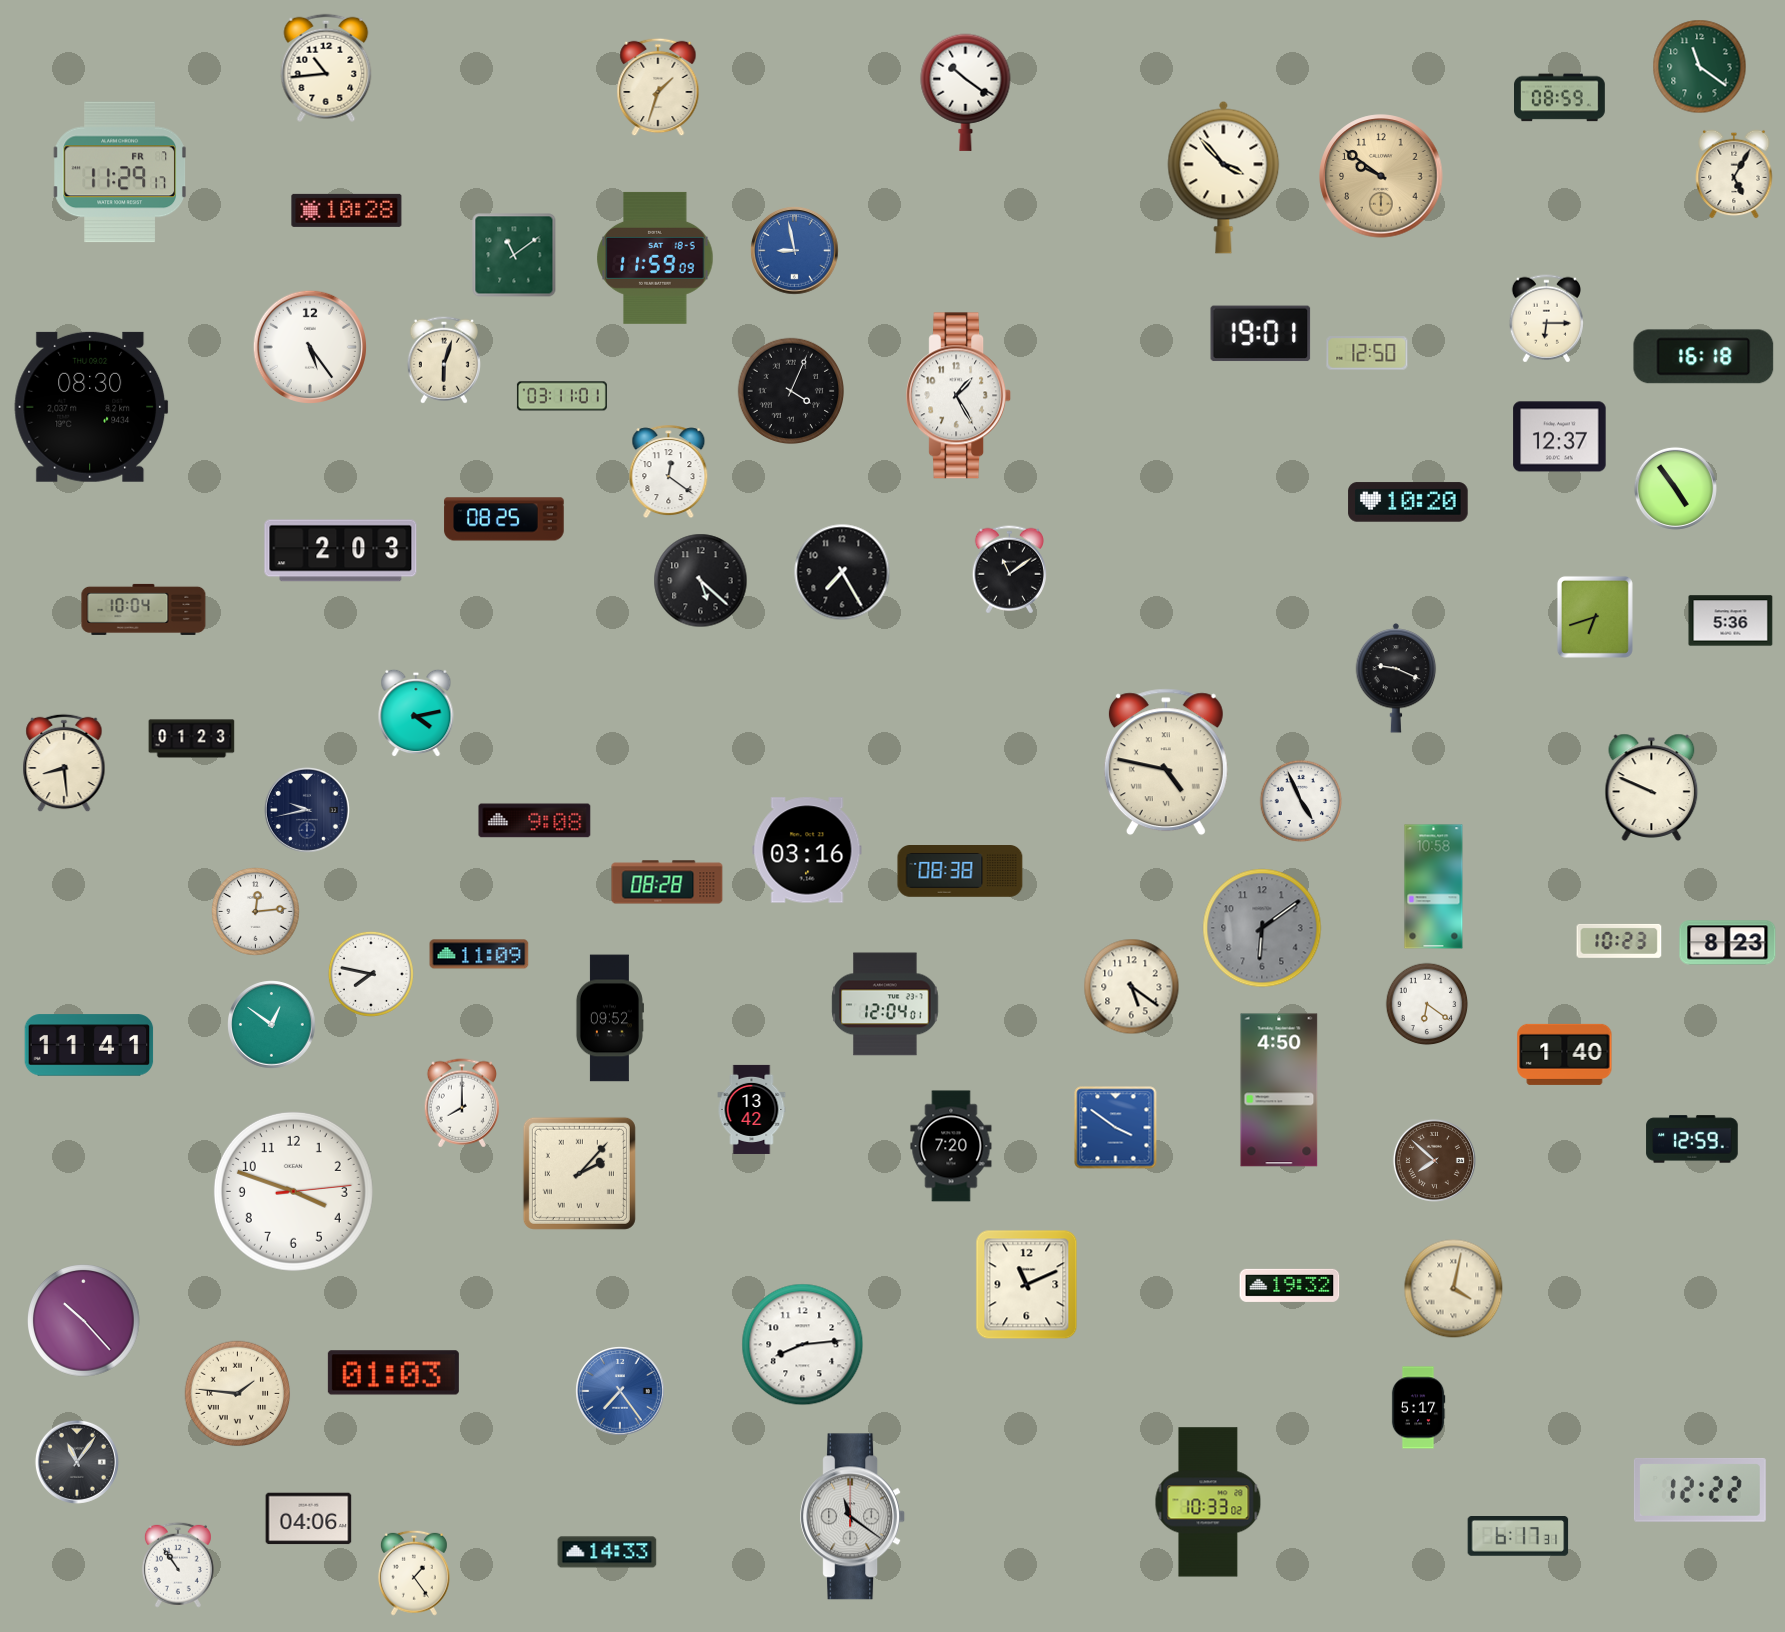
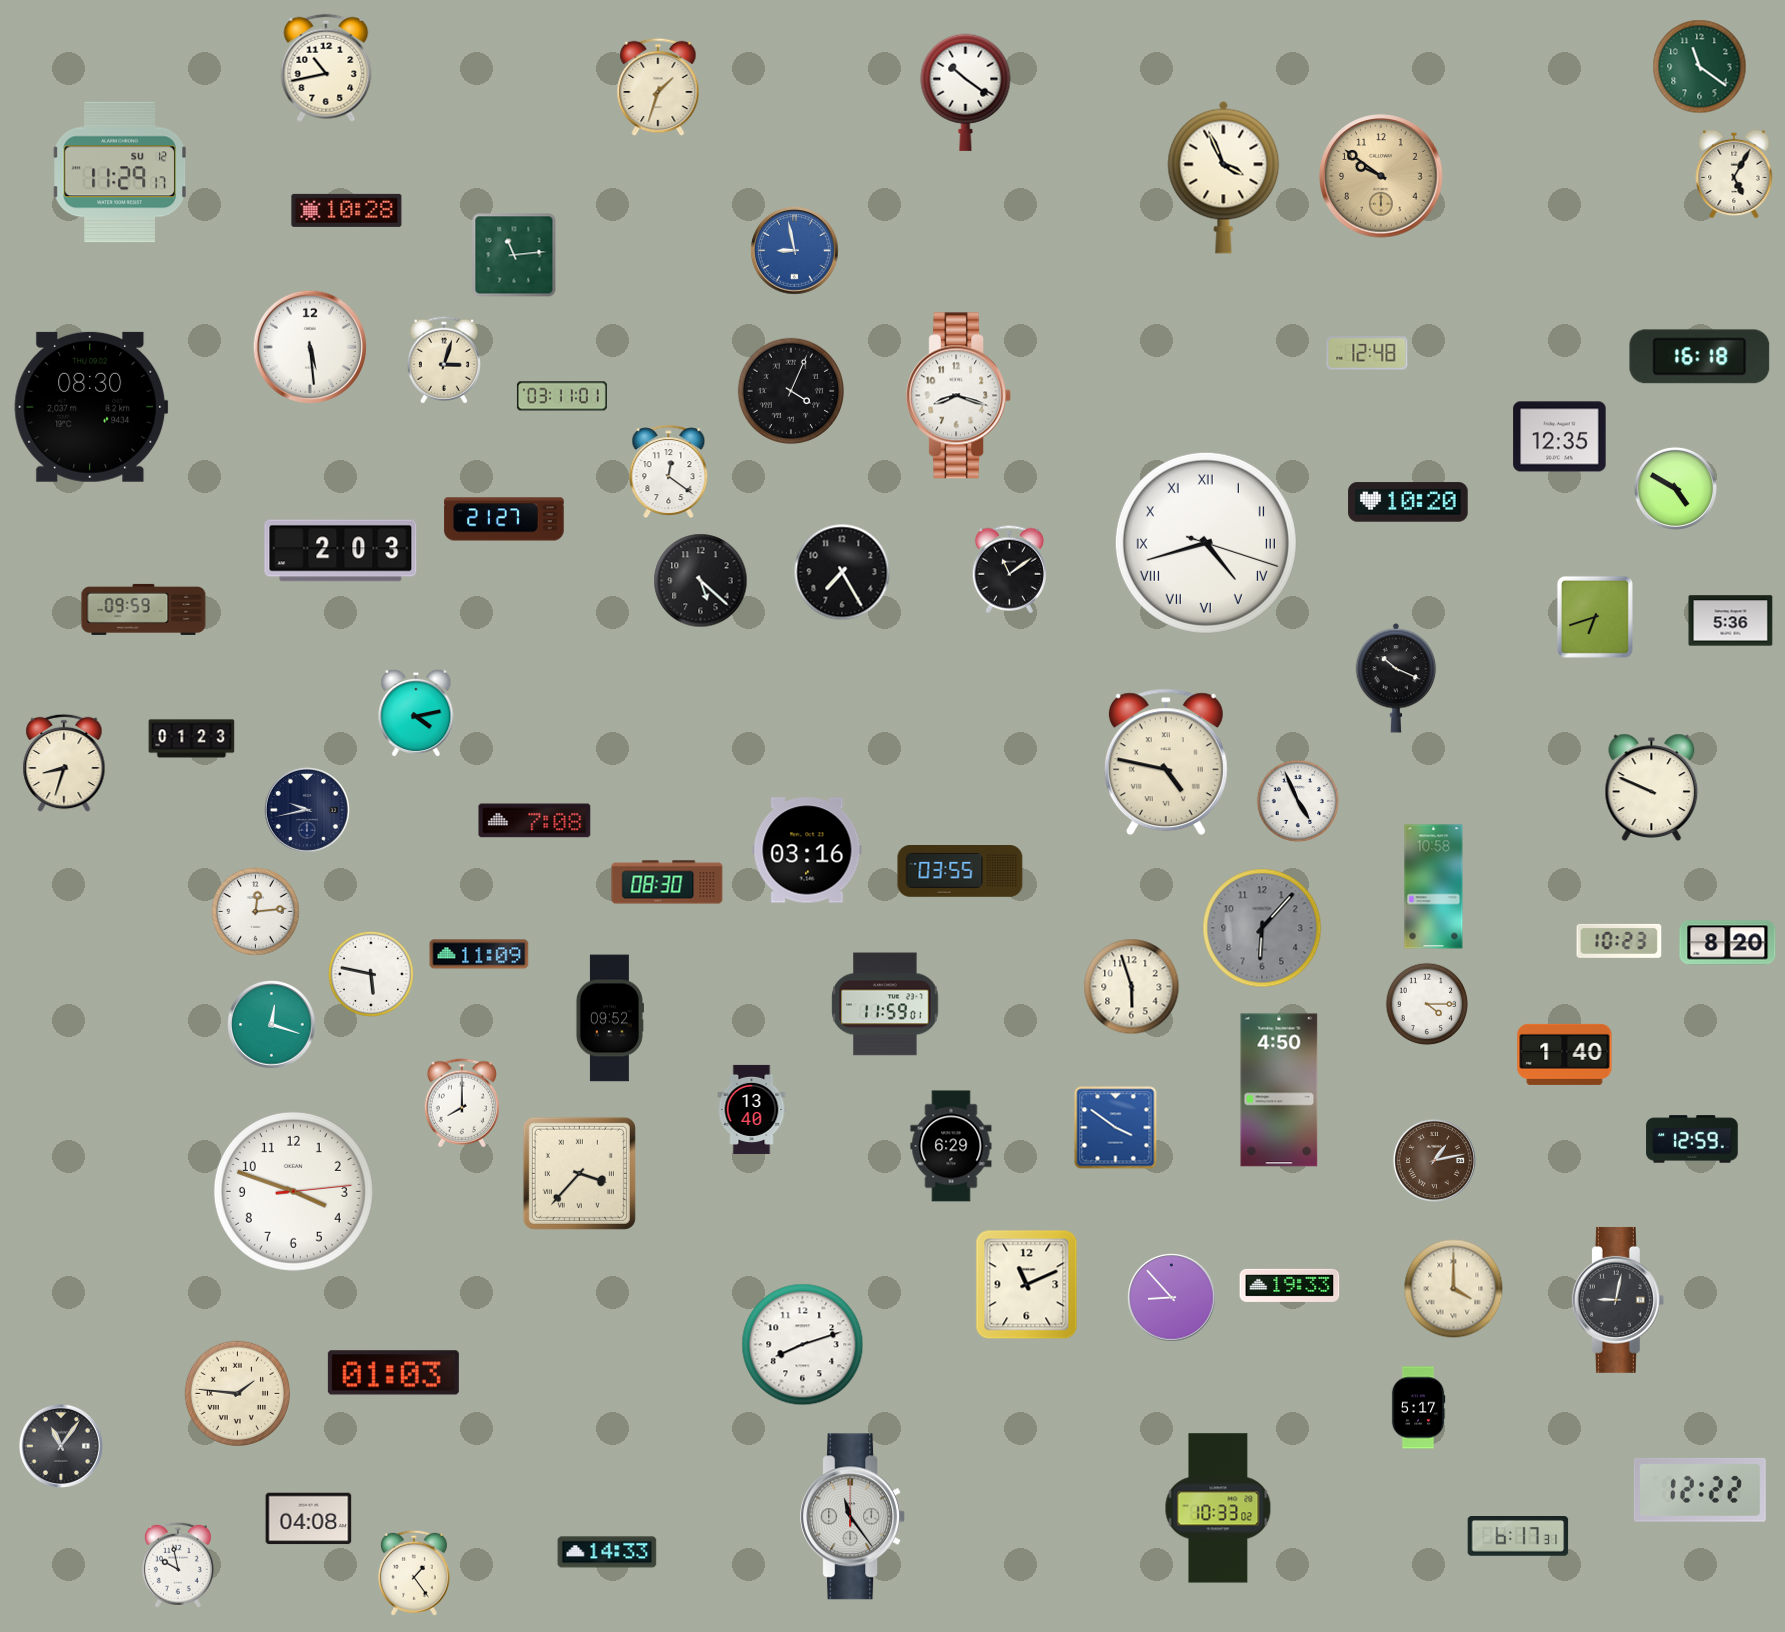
clock at (326, 68): 10:44 -> 10:43
clock at (1560, 98): 08:59 -> none
clock at (120, 172) date: FR 7 -> SU 12
clock at (1224, 177): 3:53 -> 3:56
clock at (514, 255): 11:09 -> 11:14
clock at (655, 258): 11:59 -> none
clock at (1546, 319): 6:15 -> none
clock at (1261, 334): 19:01 -> none
clock at (310, 347): 5:24 -> 5:29
clock at (1367, 353): 12:50 -> 12:48
clock at (1704, 357) position: (1704, 357) -> (1700, 357)
clock at (444, 360): 6:03 -> 3:03
clock at (959, 396): 1:25 -> 8:18
clock at (1560, 437): 12:37 -> 12:35
clock at (1675, 488): 4:54 -> 4:50
clock at (504, 519): 08:25 -> 21:27
clock at (1206, 543): none -> 4:42
clock at (144, 609): 10:04 -> 09:59
clock at (1396, 678): 9:19 -> 10:19
clock at (64, 763): 8:29 -> 8:33
clock at (1301, 801) position: (1301, 801) -> (1298, 801)
clock at (535, 821): 9:08 -> 7:08
clock at (960, 872): 08:38 -> 03:55
clock at (667, 882): 08:28 -> 08:30
clock at (1262, 928): 6:09 -> 6:07
clock at (1728, 943): 8:23 -> 8:20
clock at (371, 974): 7:47 -> 5:47
clock at (1132, 987): 5:21 -> 5:57
clock at (885, 1004): 12:04 -> 11:59
clock at (1427, 1004): 6:21 -> 4:15
clock at (272, 1025): 12:51 -> 12:18
clock at (89, 1045): 11:41 -> none
clock at (752, 1109): 13:42 -> 13:40
clock at (951, 1146): 7:20 -> 6:29
clock at (1434, 1160): 7:52 -> 1:13
clock at (579, 1173): 2:07 -> 3:37
clock at (1290, 1285): 19:32 -> 19:33
clock at (1454, 1289): 4:02 -> 4:00
clock at (1172, 1298): none -> 8:53
clock at (1618, 1300): none -> 9:02
clock at (84, 1321): 10:23 -> none
clock at (803, 1345): 8:14 -> 8:12
clock at (620, 1391): 7:24 -> none
clock at (77, 1462) position: (77, 1462) -> (61, 1446)
clock at (1208, 1502) position: (1208, 1502) -> (1218, 1508)
clock at (853, 1517): 11:21 -> 11:24
clock at (309, 1519): 04:06 -> 04:08
clock at (178, 1565): 10:54 -> 9:58
